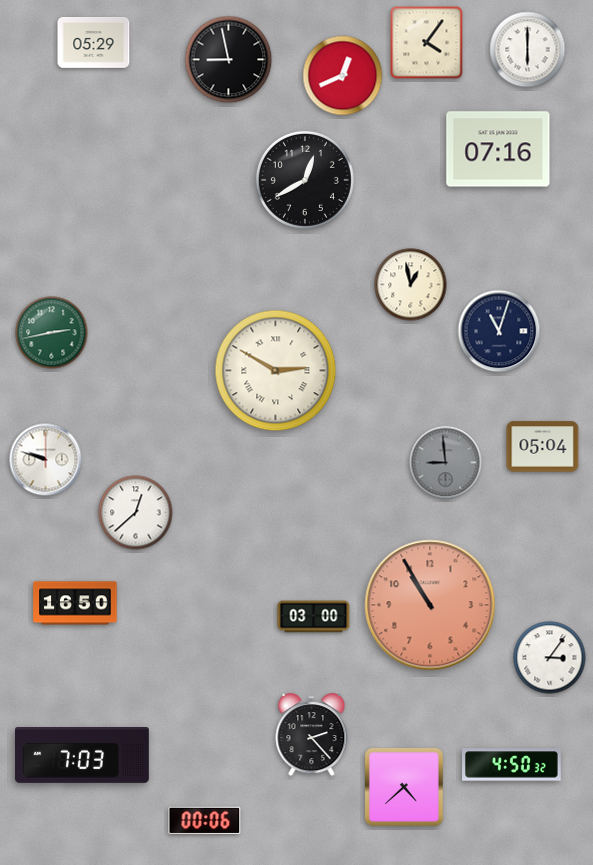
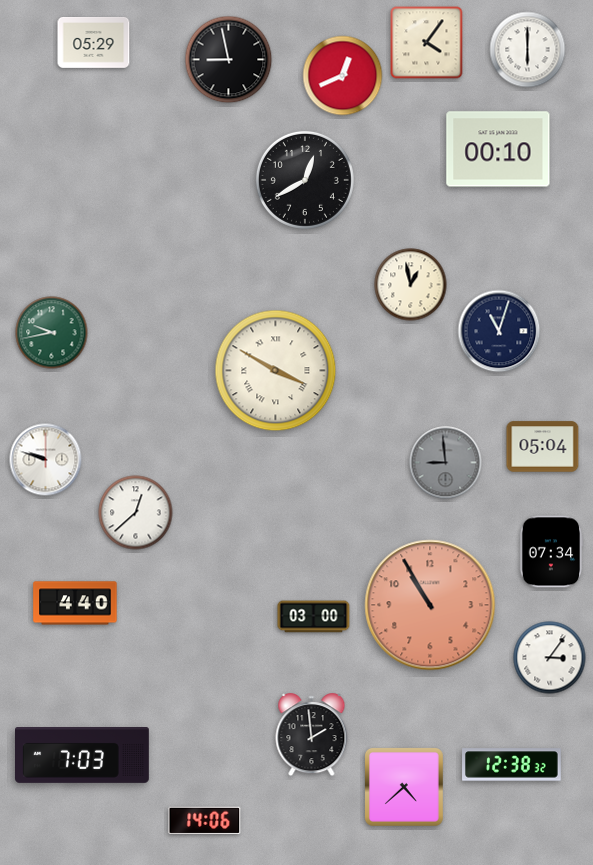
clock at (498, 149): 07:16 -> 00:10
clock at (52, 333): 2:43 -> 9:43
clock at (276, 371): 2:50 -> 3:50
clock at (551, 552): none -> 07:34
clock at (75, 603): 16:50 -> 4:40
clock at (312, 735): 2:23 -> 1:59
clock at (512, 765): 4:50 -> 12:38
clock at (205, 820): 00:06 -> 14:06
